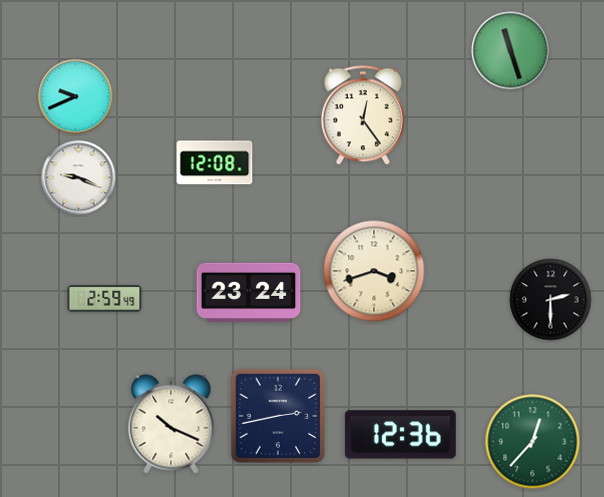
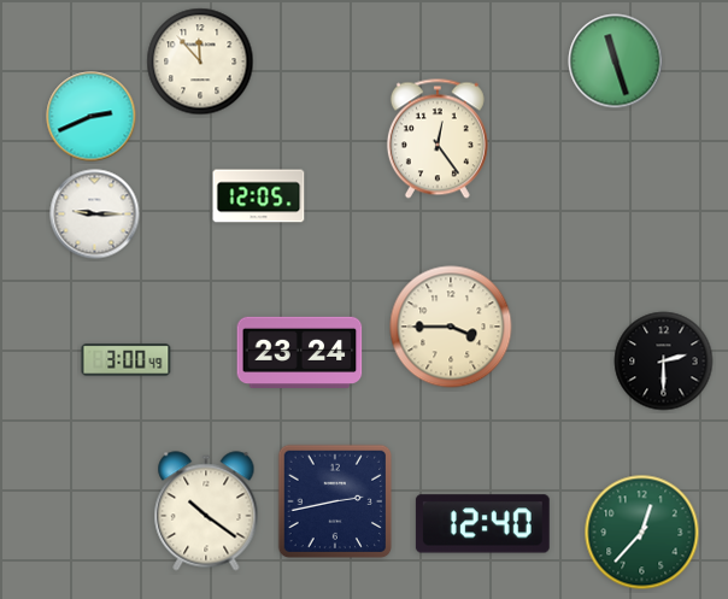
clock at (200, 61): none -> 11:53
clock at (76, 97): 9:41 -> 2:41
clock at (215, 163): 12:08 -> 12:05
clock at (79, 178): 9:19 -> 9:15
clock at (374, 271): 3:42 -> 3:45
clock at (105, 299): 2:59 -> 3:00
clock at (171, 424): 10:19 -> 10:21
clock at (400, 435): 12:36 -> 12:40
